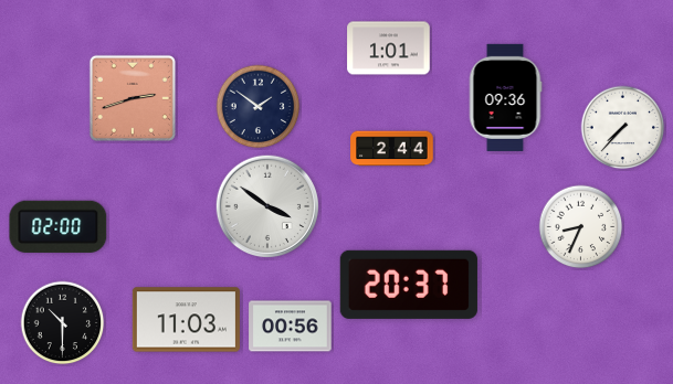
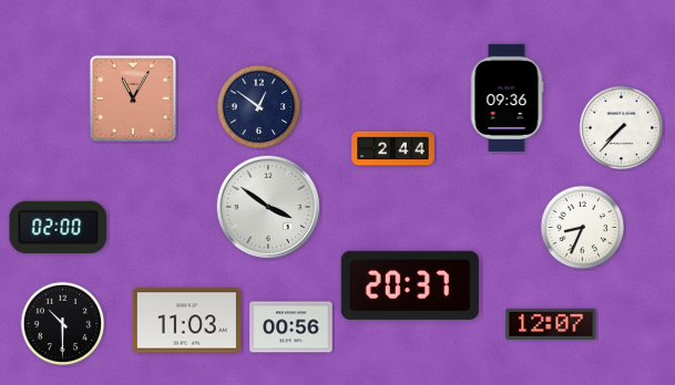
clock at (389, 49): 1:01 -> none
clock at (133, 98): 2:42 -> 11:05
clock at (259, 107): 1:51 -> 12:51
clock at (623, 128) position: (623, 128) -> (622, 128)
clock at (551, 324): none -> 12:07
